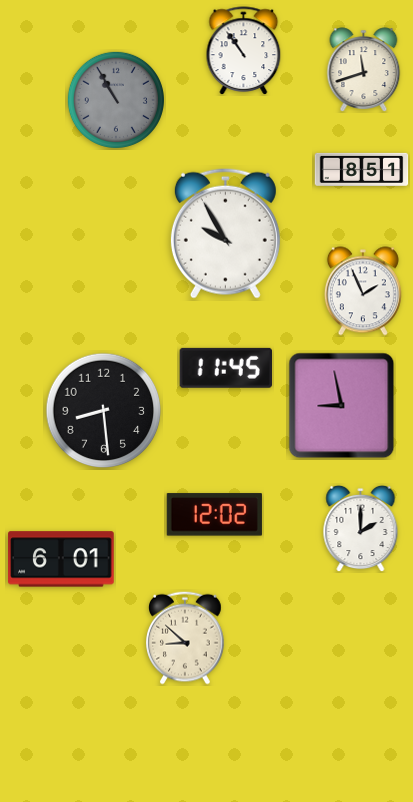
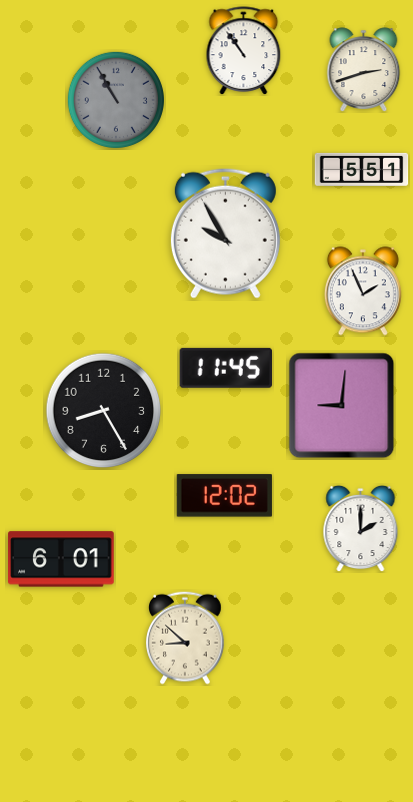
clock at (364, 70): 11:42 -> 2:42
clock at (362, 169): 8:51 -> 5:51
clock at (342, 406): 8:58 -> 9:01
clock at (104, 411): 8:29 -> 8:25
clock at (214, 515) position: (214, 515) -> (224, 496)
